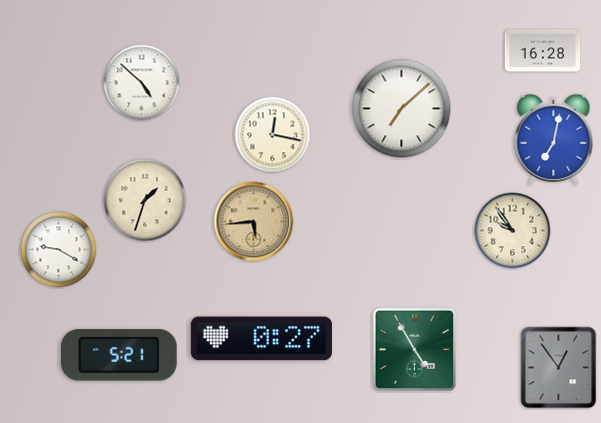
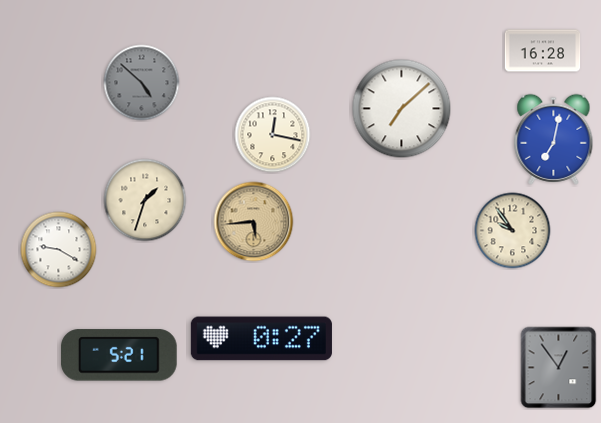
clock at (142, 83) dial: white -> grey
clock at (415, 350): 4:55 -> none
